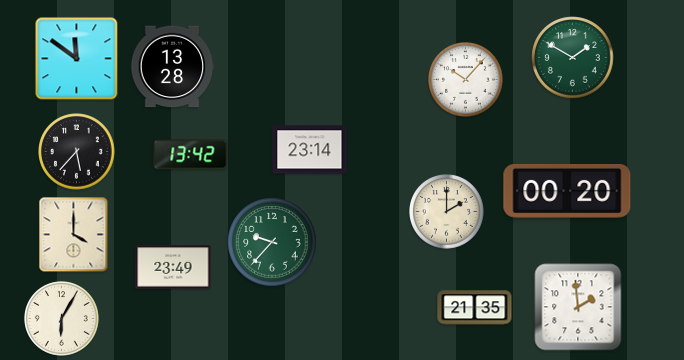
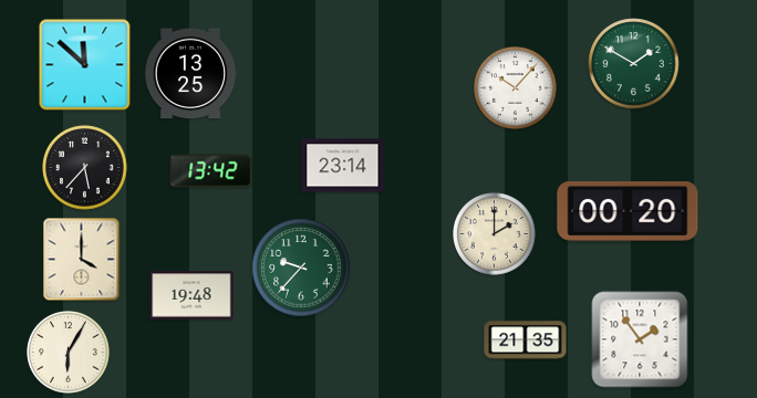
clock at (77, 59): 11:51 -> 11:52
clock at (172, 67): 13:28 -> 13:25
clock at (173, 267): 23:49 -> 19:48
clock at (578, 307): 1:59 -> 1:54
